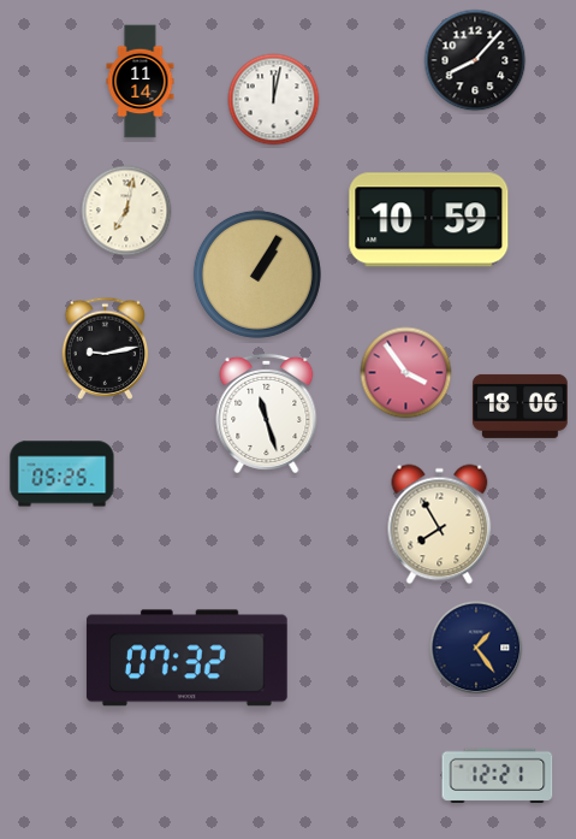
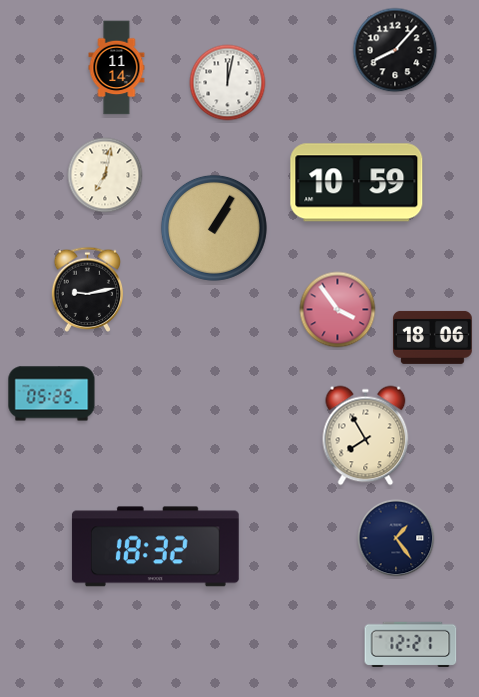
clock at (267, 413): 11:27 -> none
clock at (186, 658): 07:32 -> 18:32
clock at (498, 775) position: (498, 775) -> (411, 644)
